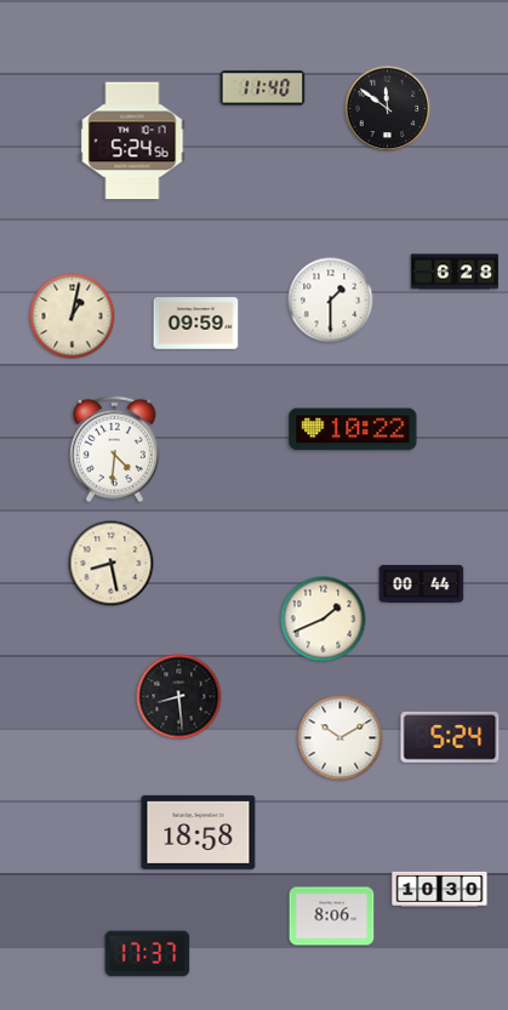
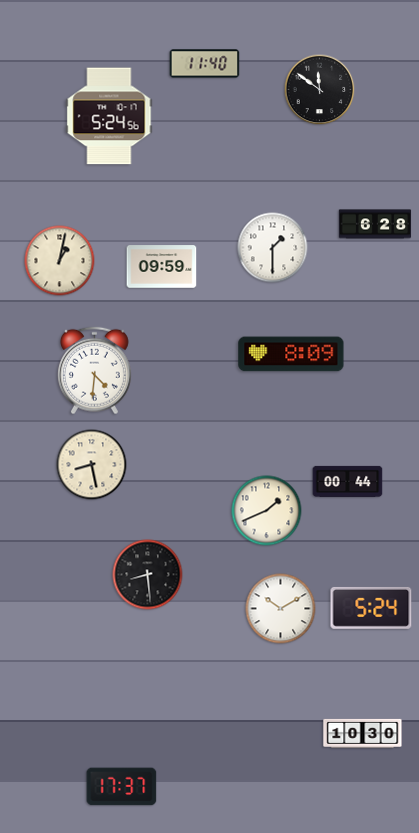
clock at (263, 89) position: (263, 89) -> (205, 64)
clock at (353, 429): 10:22 -> 8:09
clock at (199, 832): 18:58 -> none
clock at (332, 917): 8:06 -> none
